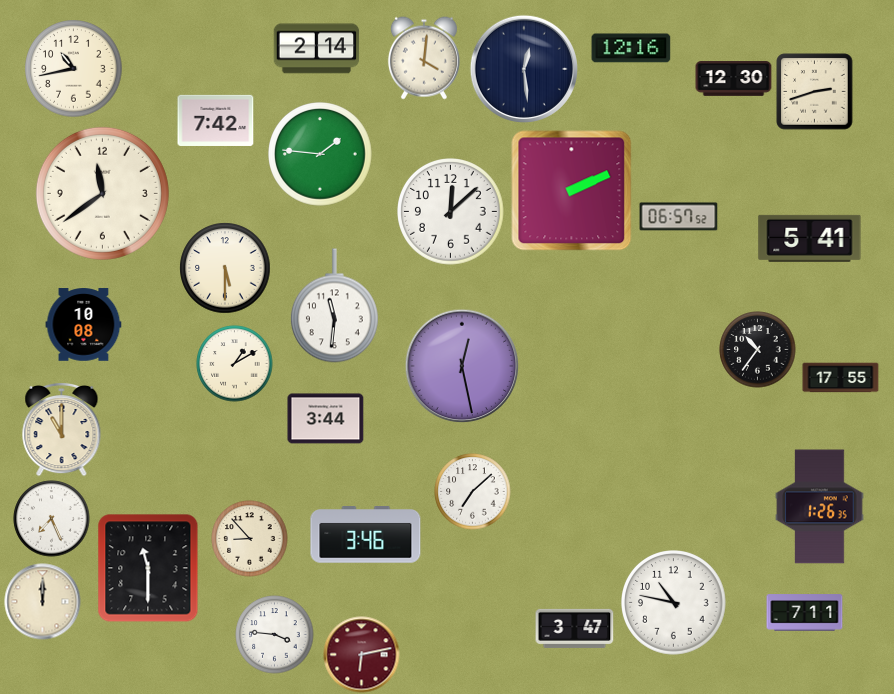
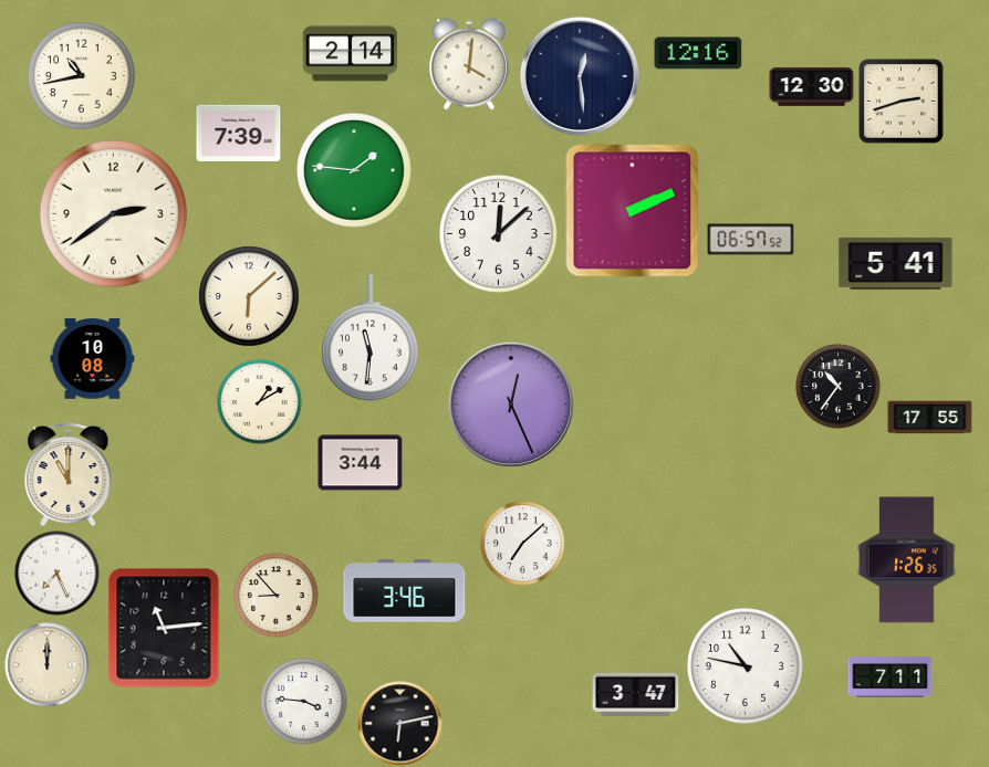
clock at (216, 120): 7:42 -> 7:39
clock at (102, 193): 11:39 -> 2:39
clock at (225, 268): 5:30 -> 6:08
clock at (462, 366): 12:28 -> 12:26
clock at (148, 568): 11:30 -> 11:14
clock at (362, 655) dial: burgundy -> black
